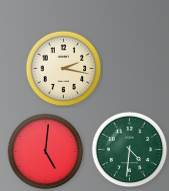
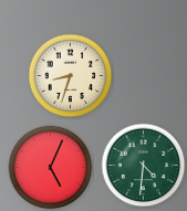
clock at (64, 69): 2:17 -> 8:33
clock at (46, 152): 5:01 -> 5:04
